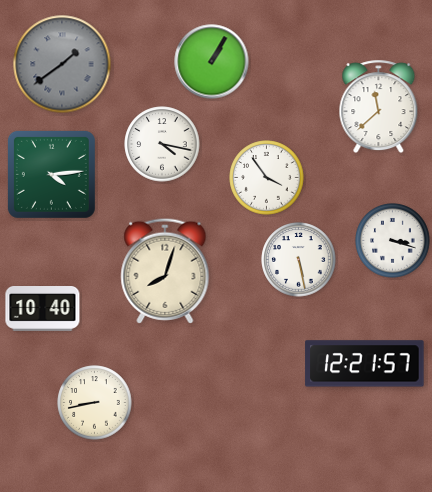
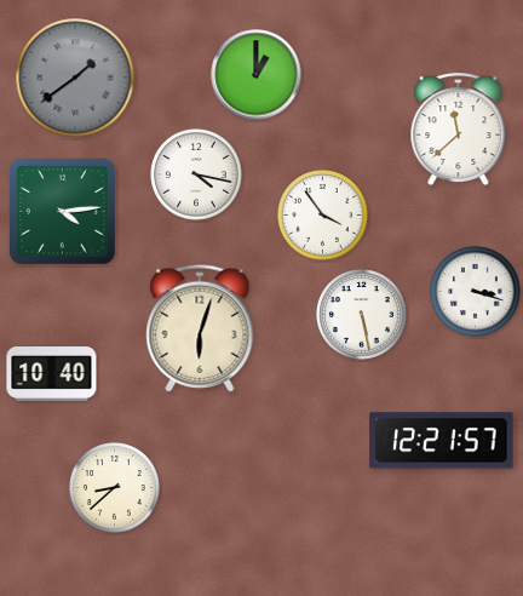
clock at (212, 62): 1:05 -> 1:00
clock at (165, 271): 8:03 -> 6:03
clock at (95, 403): 8:43 -> 8:38
